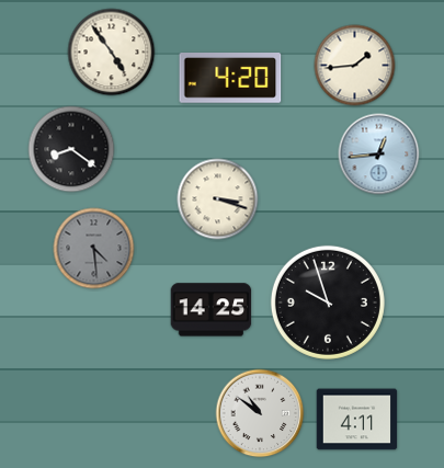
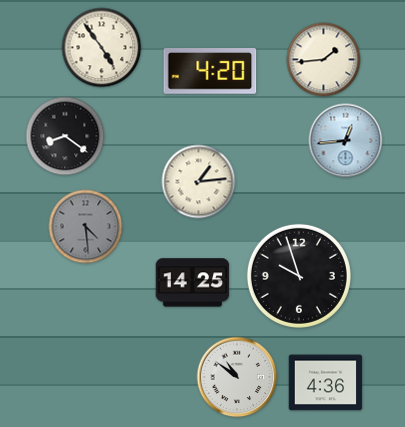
clock at (218, 199): 3:18 -> 1:14
clock at (357, 420): 4:11 -> 4:36
